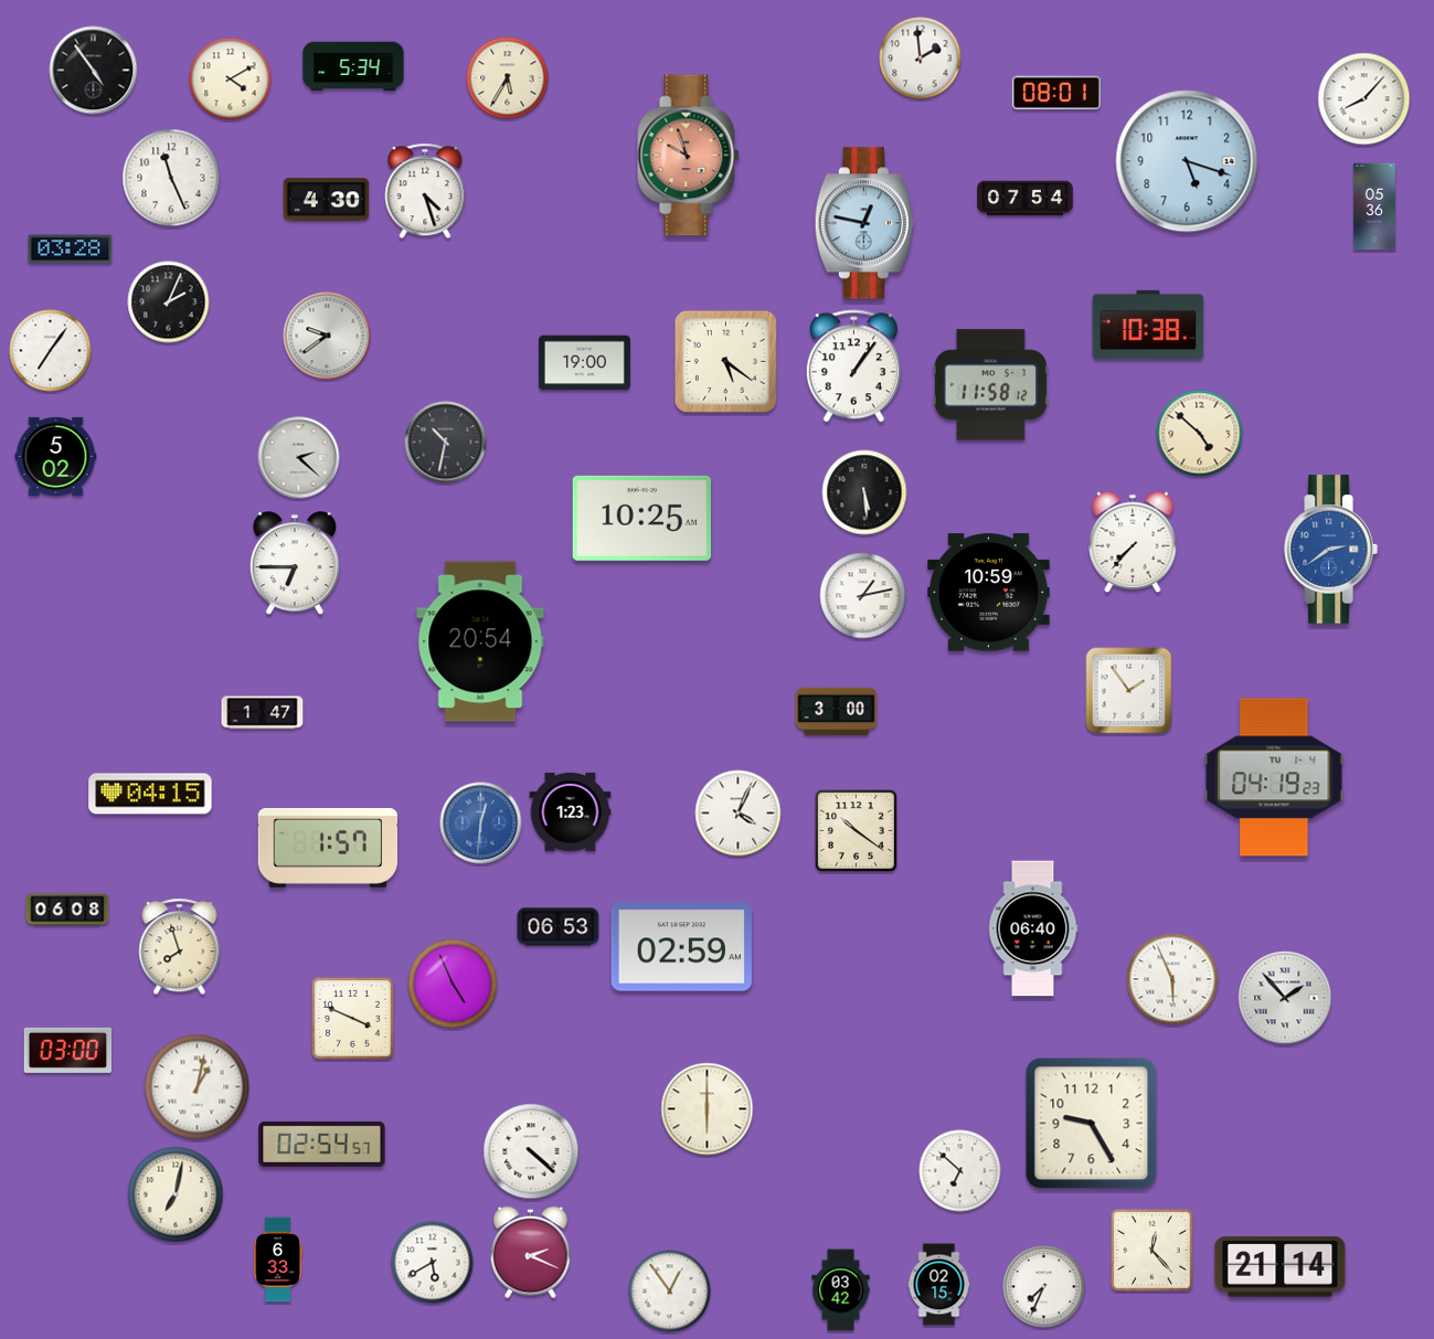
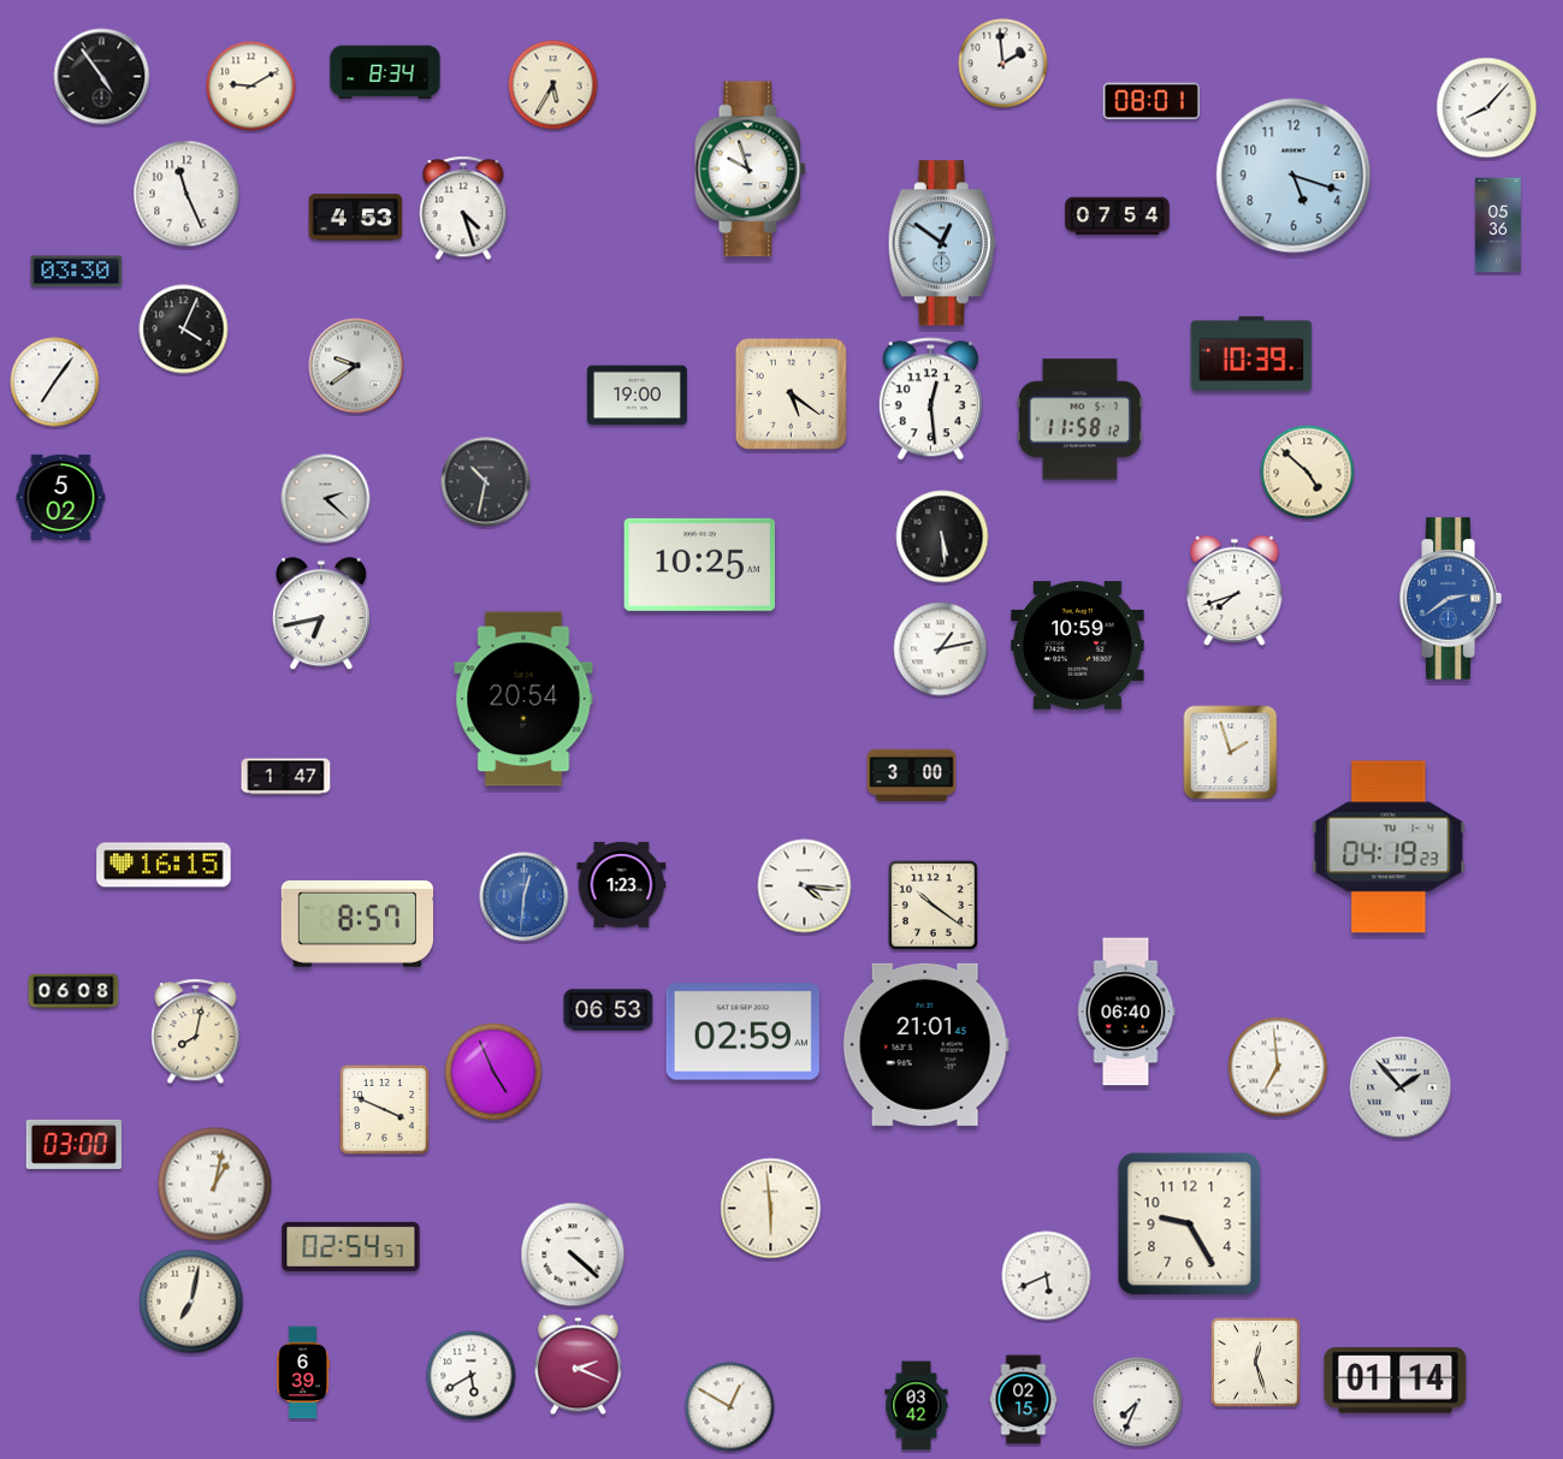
clock at (353, 66): 5:34 -> 8:34
clock at (231, 79): 4:10 -> 9:10
clock at (689, 156) dial: salmon -> white
clock at (327, 200): 4:30 -> 4:53
clock at (864, 223): 12:47 -> 12:51
clock at (71, 249): 03:28 -> 03:30
clock at (169, 302): 2:04 -> 4:04
clock at (1148, 325): 10:38 -> 10:39
clock at (853, 366): 1:06 -> 12:29
clock at (1133, 542): 7:37 -> 7:42
clock at (295, 564): 6:45 -> 6:43
clock at (1129, 691): 1:54 -> 1:57
clock at (150, 794): 04:15 -> 16:15
clock at (739, 814): 4:04 -> 4:16
clock at (327, 848): 1:57 -> 8:57
clock at (180, 947): 7:57 -> 8:02
clock at (925, 1044): none -> 21:01
clock at (1172, 979): 5:56 -> 6:59
clock at (708, 1109): 6:00 -> 5:59
clock at (531, 1151) position: (531, 1151) -> (573, 1255)
clock at (960, 1171): 6:52 -> 5:41
clock at (1151, 1250): 12:23 -> 12:27
clock at (278, 1260): 6:33 -> 6:39
clock at (1281, 1267): 21:14 -> 01:14
clock at (670, 1292): 12:54 -> 12:50
